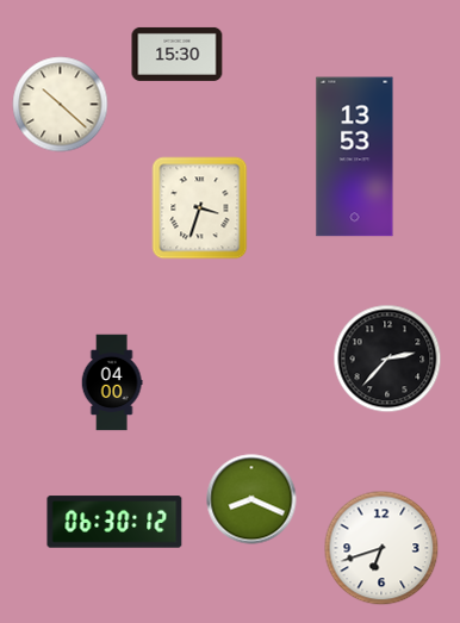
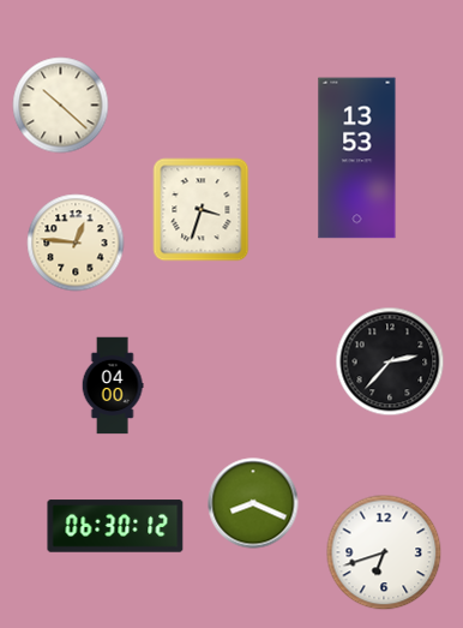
clock at (178, 54): 15:30 -> none
clock at (76, 243): none -> 12:46
